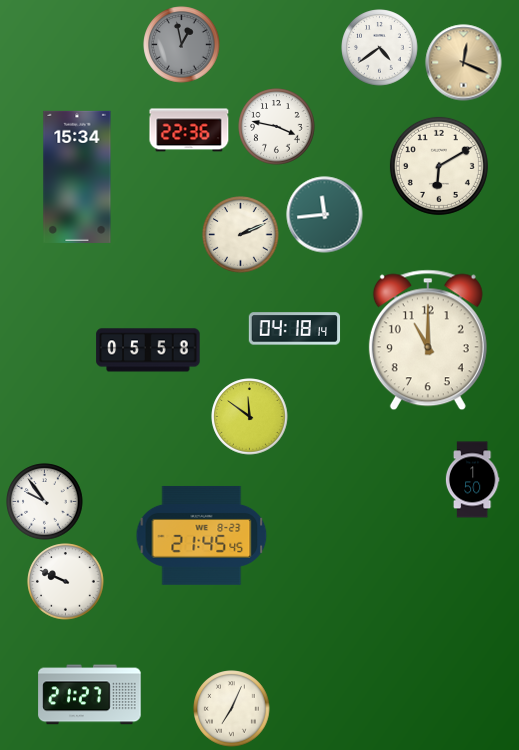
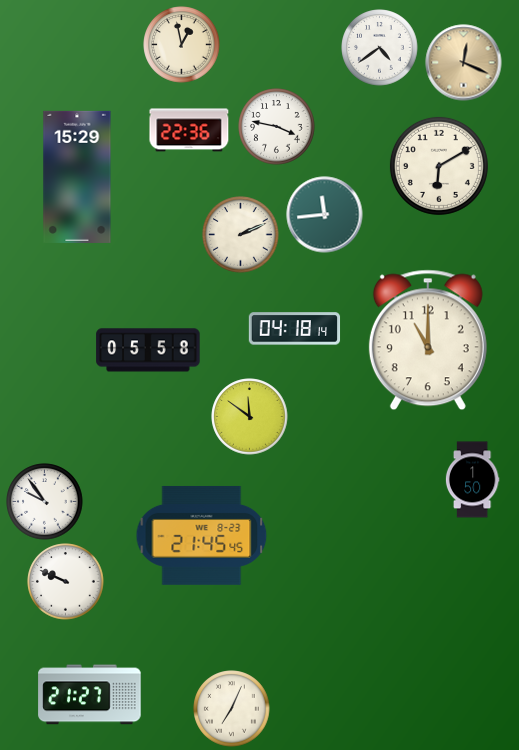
clock at (182, 45) dial: grey -> cream
clock at (77, 177): 15:34 -> 15:29
